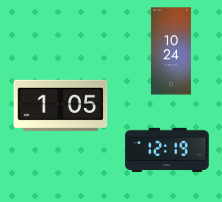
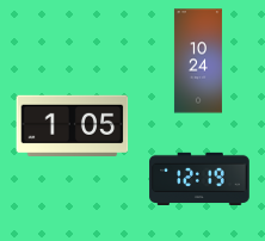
clock at (171, 51) position: (171, 51) -> (198, 61)
